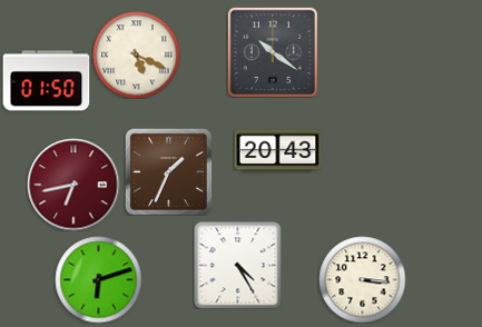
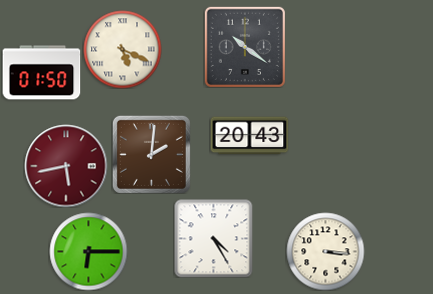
clock at (168, 171): 1:34 -> 2:01
clock at (73, 185): 6:43 -> 5:43
clock at (98, 279): 6:12 -> 6:15
